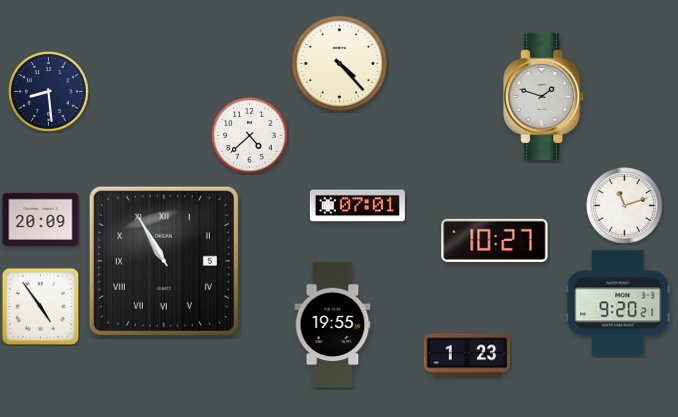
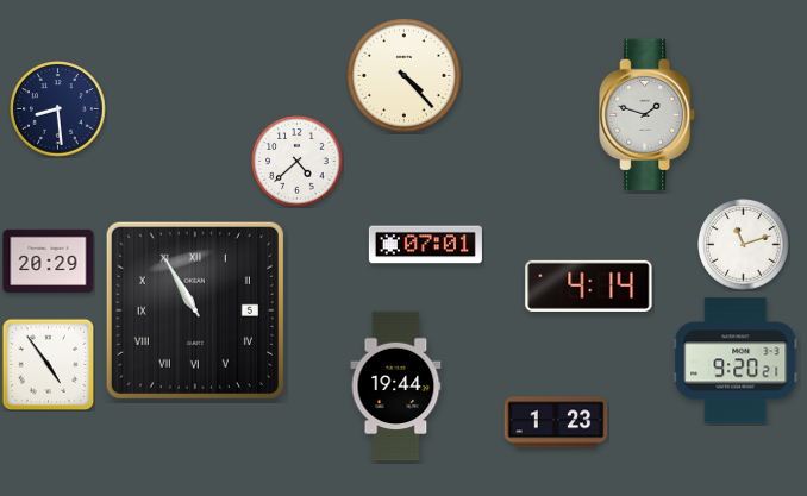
clock at (41, 219): 20:09 -> 20:29
clock at (495, 240): 10:27 -> 4:14
clock at (333, 325): 19:55 -> 19:44
